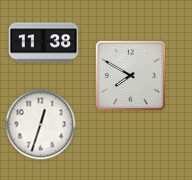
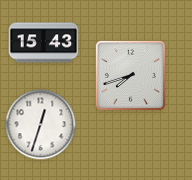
clock at (44, 43): 11:38 -> 15:43
clock at (130, 75): 7:50 -> 7:42
